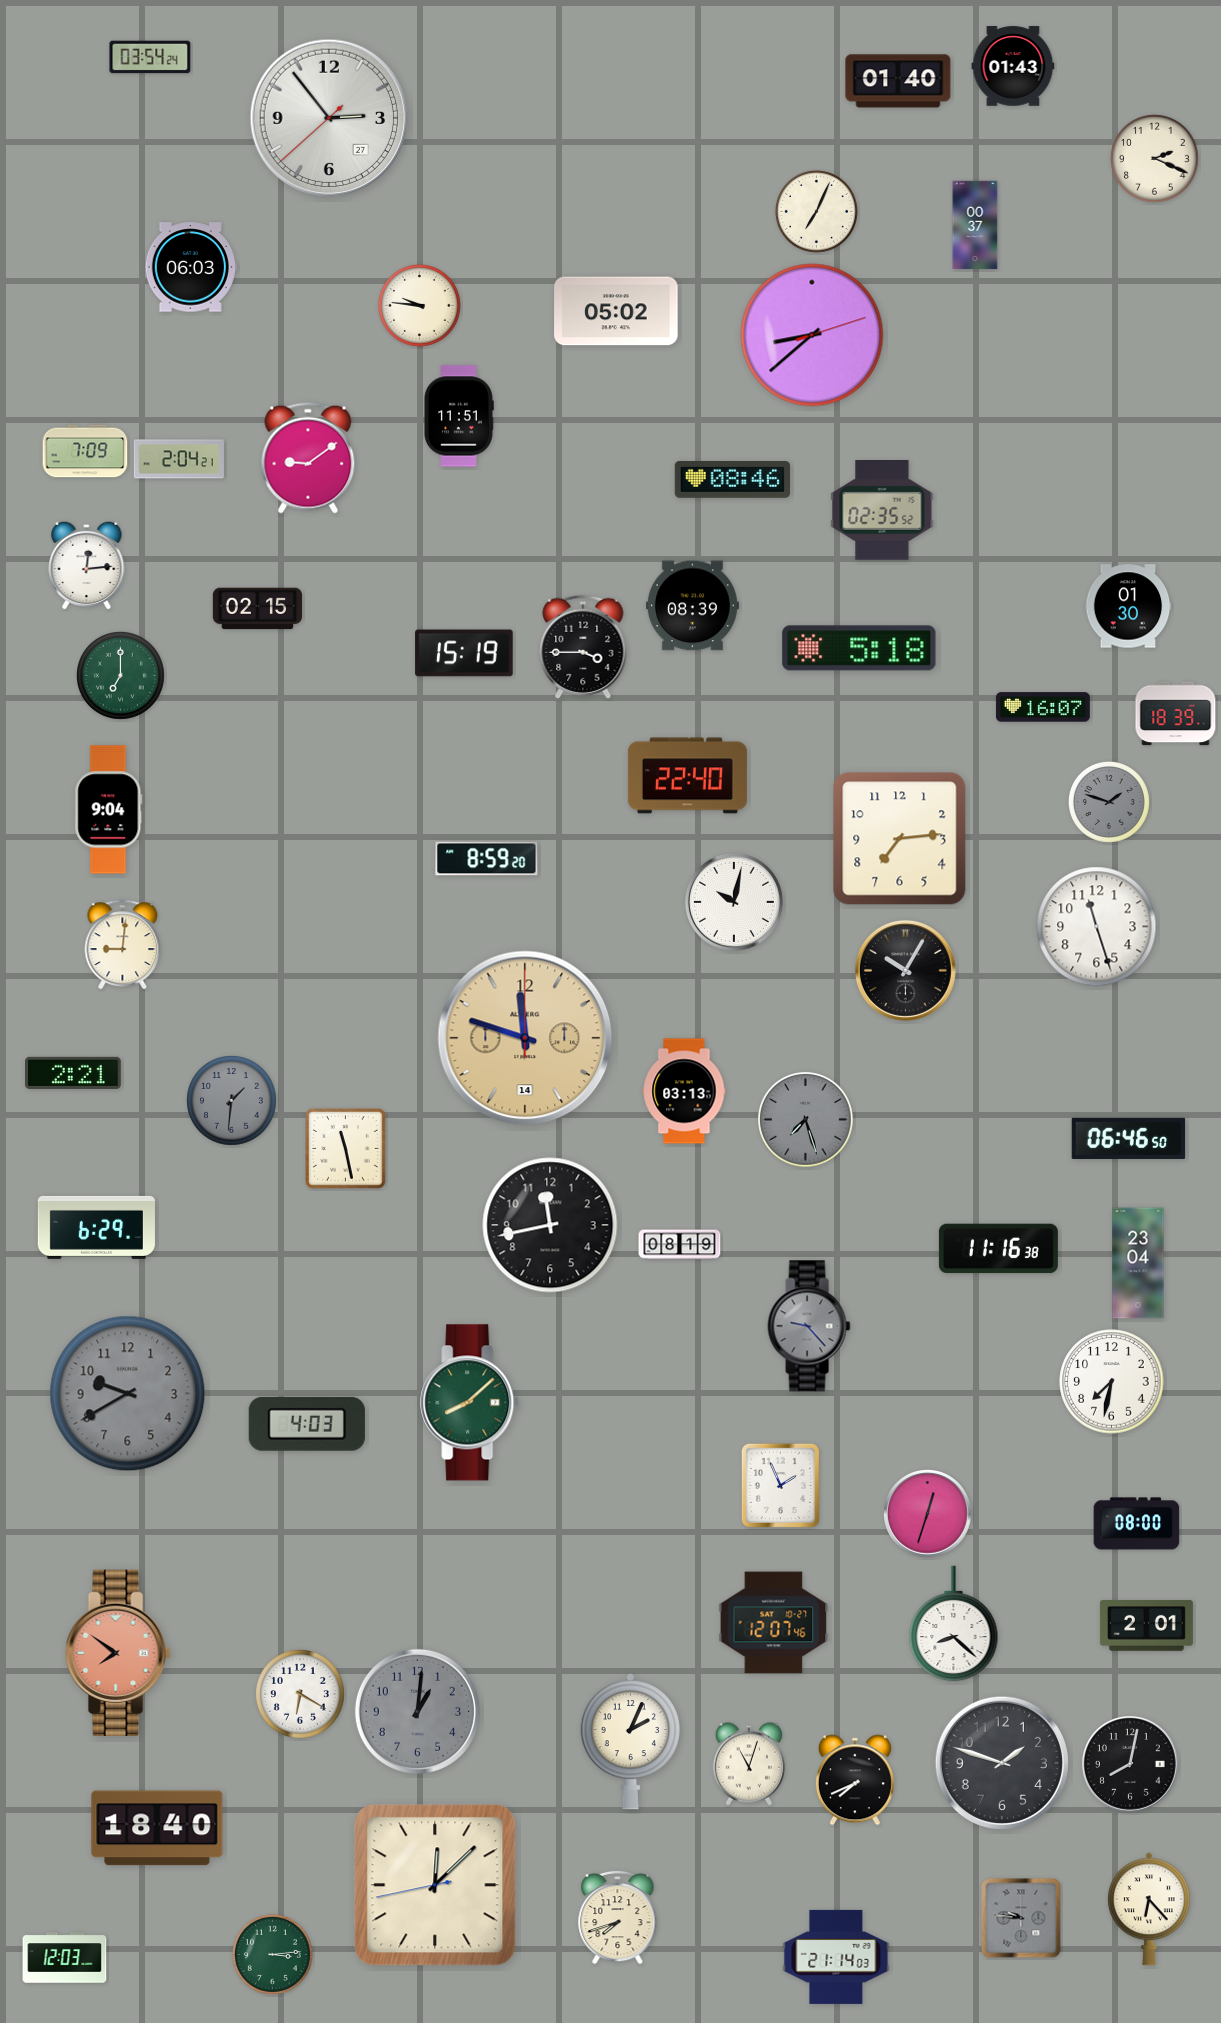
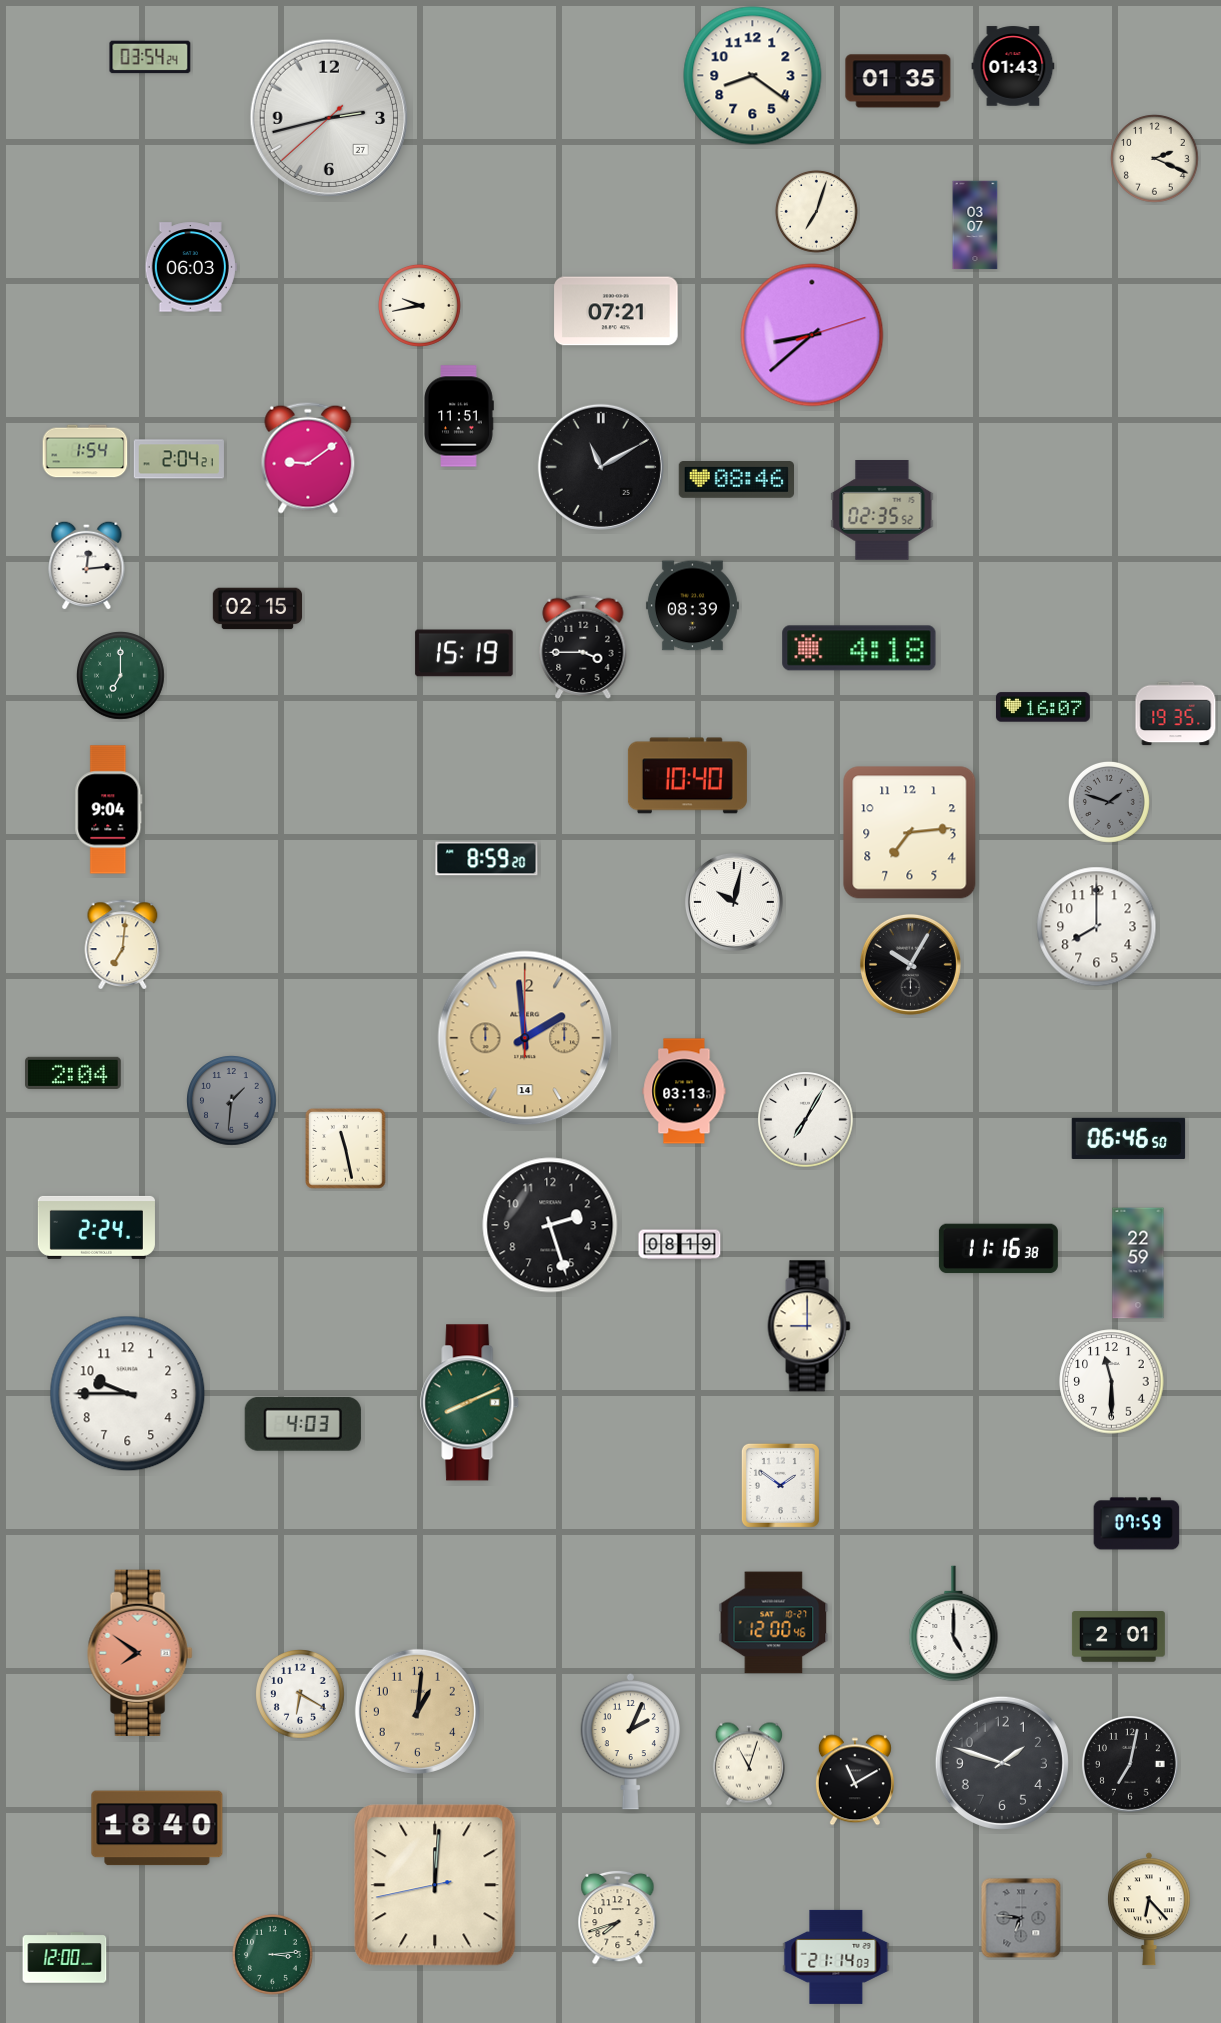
clock at (753, 76): none -> 8:21
clock at (898, 81): 01:40 -> 01:35
clock at (328, 117): 2:53 -> 2:42
clock at (816, 211): 7:04 -> 7:03
clock at (975, 225): 00:37 -> 03:07
clock at (419, 305): 9:46 -> 9:43
clock at (616, 311): 05:02 -> 07:21
clock at (85, 451): 7:09 -> 1:54
clock at (601, 467): none -> 11:10
clock at (732, 480) position: (732, 480) -> (736, 480)
clock at (1128, 606): 01:30 -> none
clock at (859, 648): 5:18 -> 4:18
clock at (1176, 714): 18:39 -> 19:35
clock at (687, 776): 22:40 -> 10:40
clock at (900, 839) position: (900, 839) -> (910, 833)
clock at (1097, 927): 11:27 -> 8:00
clock at (123, 944): 9:01 -> 7:01
clock at (905, 970) position: (905, 970) -> (910, 964)
clock at (525, 1038): 11:48 -> 1:59
clock at (73, 1073): 2:21 -> 2:04
clock at (806, 1120): 7:27 -> 7:05
clock at (806, 1120) dial: grey -> white
clock at (550, 1225): 11:43 -> 2:27
clock at (96, 1227): 6:29 -> 2:24
clock at (1138, 1263): 23:04 -> 22:59
clock at (809, 1326): 9:23 -> 9:00
clock at (809, 1326) dial: grey -> cream
clock at (1112, 1382): 7:32 -> 11:30
clock at (128, 1394): 9:40 -> 9:45
clock at (128, 1394) dial: grey -> white
clock at (470, 1403): 8:08 -> 8:11
clock at (307, 1424) position: (307, 1424) -> (303, 1424)
clock at (780, 1485): 1:56 -> 1:51
clock at (928, 1514): 12:33 -> none
clock at (1137, 1524): 08:00 -> 07:59
clock at (774, 1623): 12:07 -> 12:00
clock at (954, 1624): 8:22 -> 5:00
clock at (1146, 1626) position: (1146, 1626) -> (1118, 1637)
clock at (118, 1652) position: (118, 1652) -> (140, 1652)
clock at (417, 1711) dial: grey -> champagne
clock at (1130, 1764): 8:02 -> 7:02
clock at (855, 1780): 7:41 -> 11:10
clock at (435, 1885): 12:07 -> 12:00
clock at (1021, 1918): 9:46 -> 6:46
clock at (65, 1958): 12:03 -> 12:00
